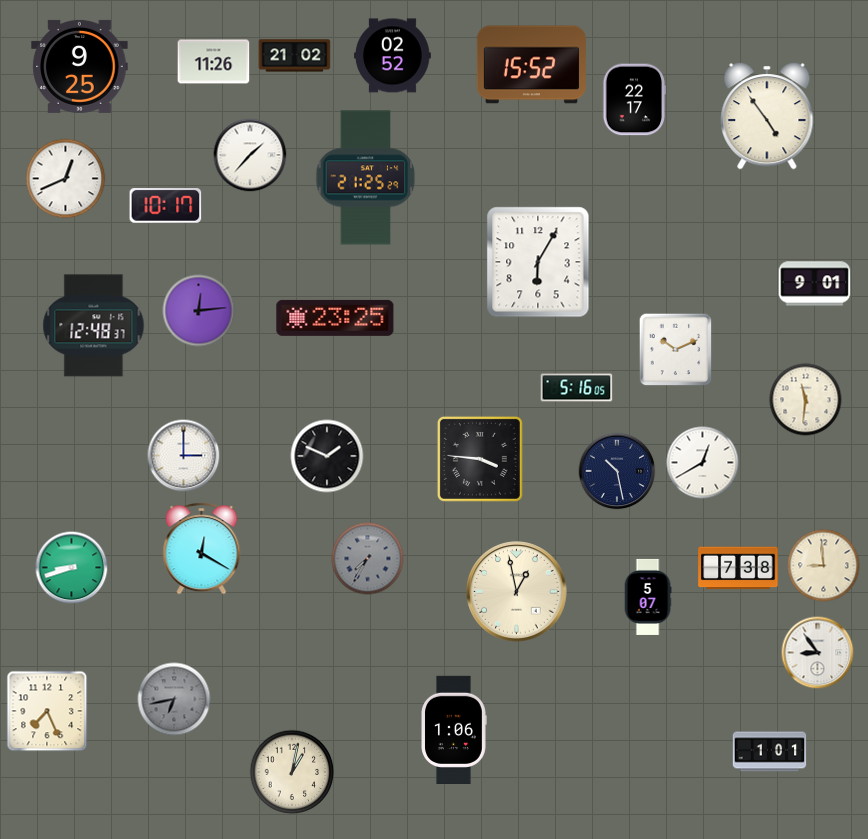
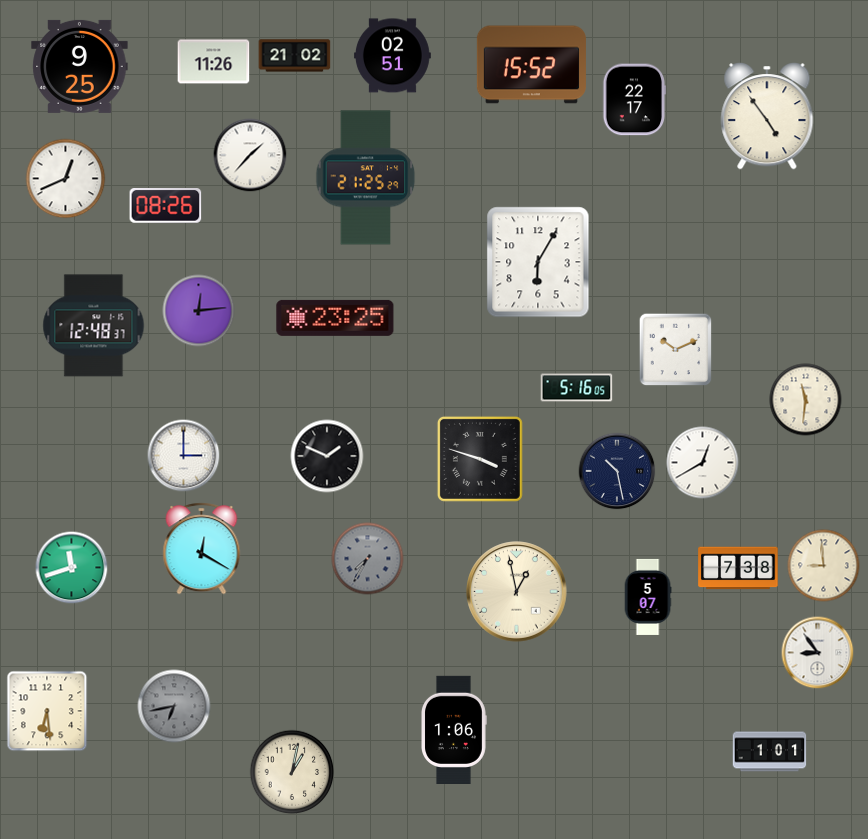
clock at (392, 56): 02:52 -> 02:51
clock at (166, 206): 10:17 -> 08:26
clock at (815, 284): 9:01 -> none
clock at (480, 459): 3:46 -> 3:48
clock at (72, 568): 8:42 -> 11:42
clock at (174, 699) position: (174, 699) -> (174, 706)
clock at (47, 711): 7:26 -> 6:29
